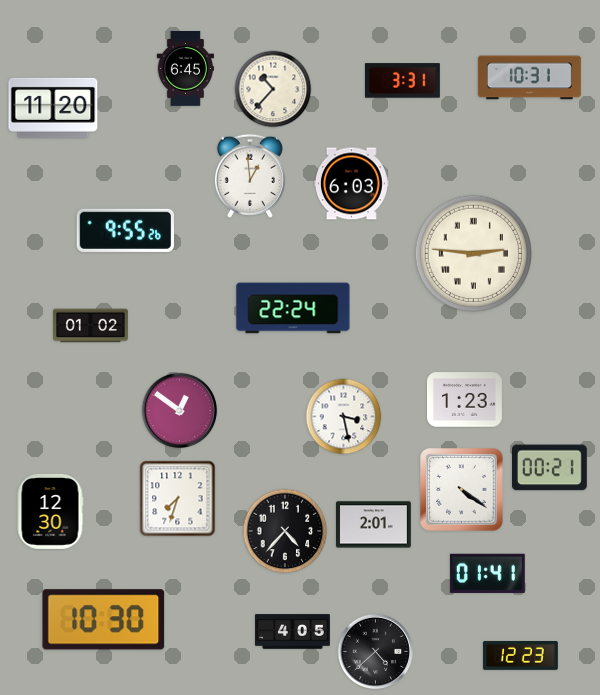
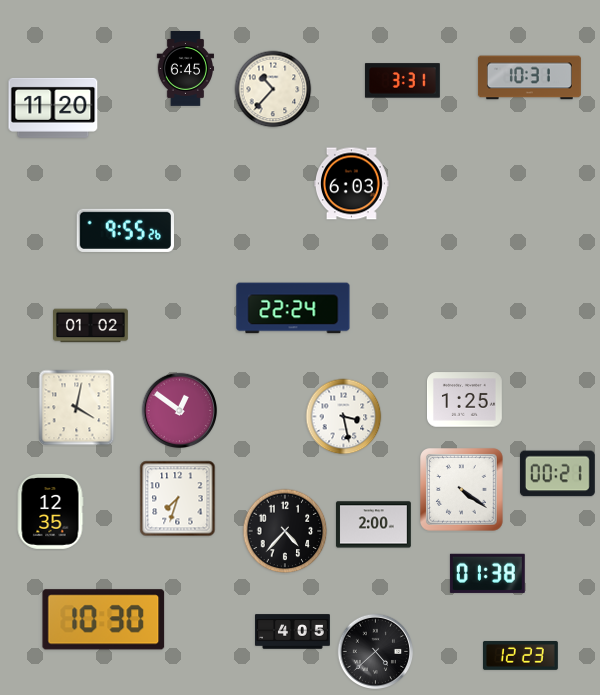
clock at (250, 176): 12:59 -> none
clock at (473, 253): 2:46 -> none
clock at (465, 400): 1:23 -> 1:25
clock at (77, 408): none -> 4:02
clock at (549, 468) position: (549, 468) -> (557, 474)
clock at (50, 511): 12:30 -> 12:35
clock at (373, 525): 2:01 -> 2:00
clock at (487, 573): 01:41 -> 01:38
